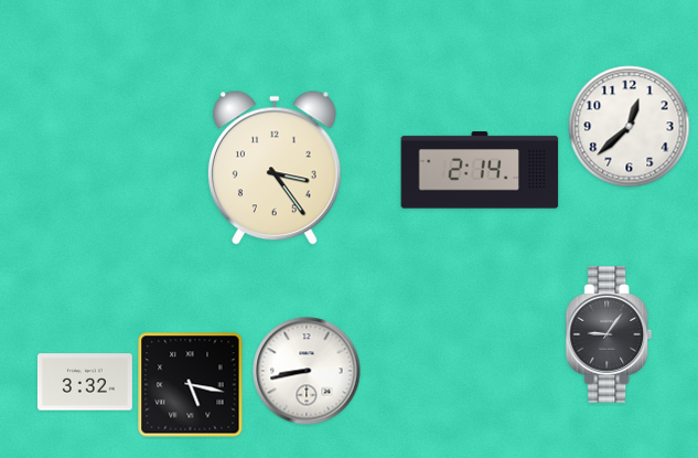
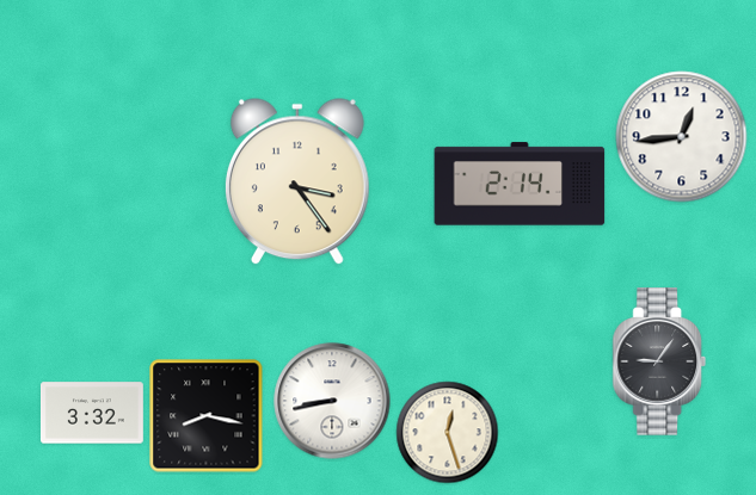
clock at (630, 127): 12:38 -> 12:44
clock at (191, 385): 5:17 -> 8:17
clock at (448, 433): none -> 12:27
